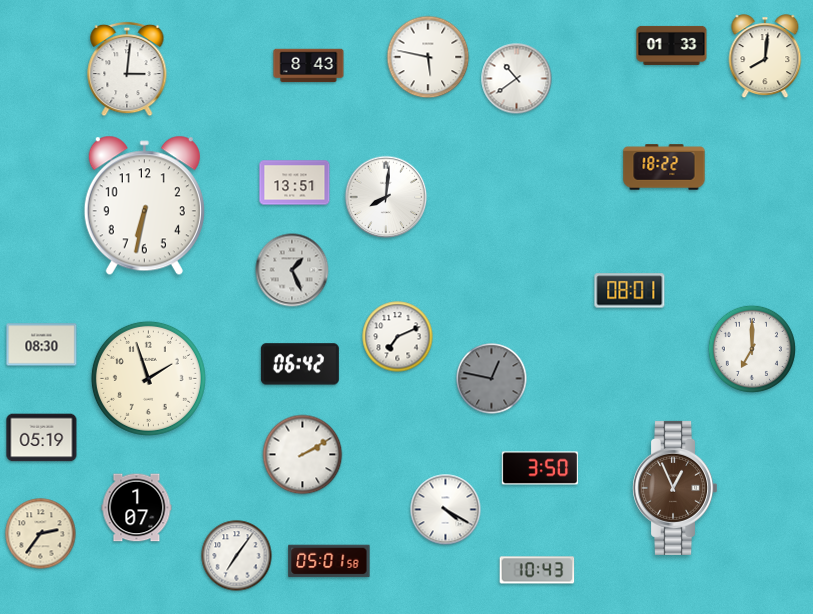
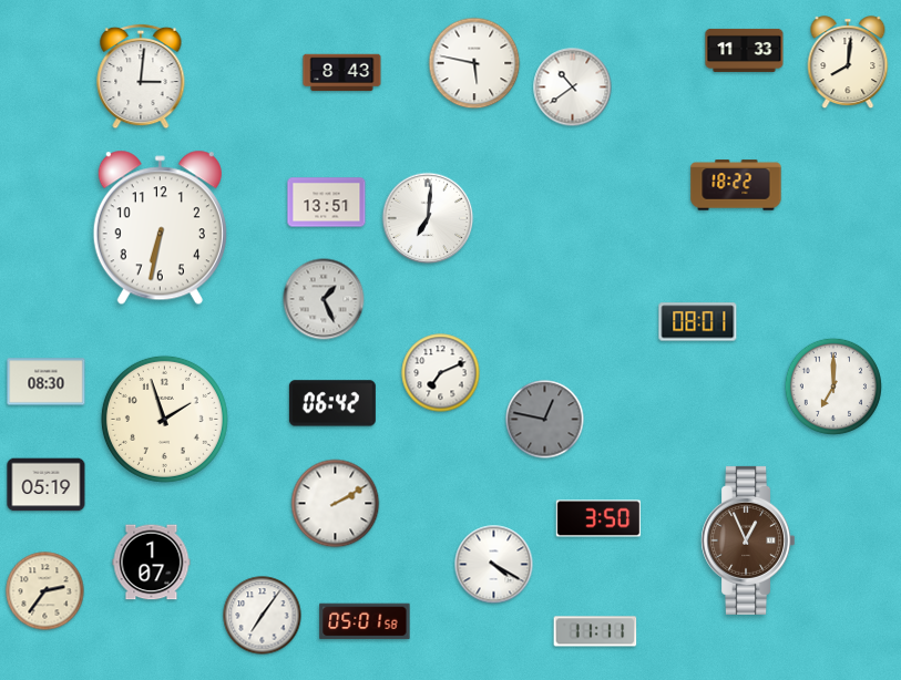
clock at (672, 45): 01:33 -> 11:33
clock at (386, 197): 8:01 -> 7:01
clock at (537, 570): 10:43 -> 11:11
